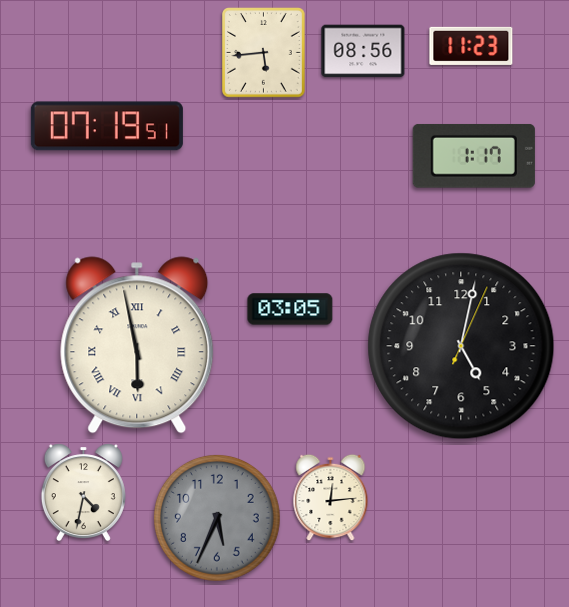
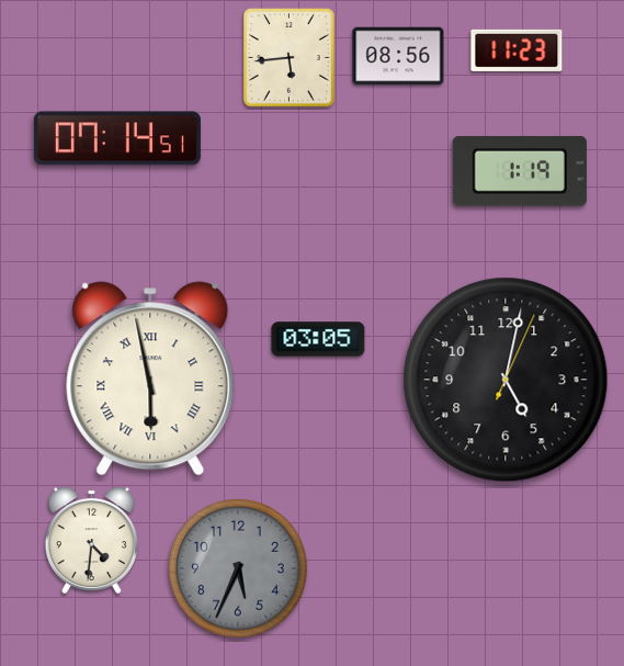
clock at (107, 126): 07:19 -> 07:14
clock at (474, 156): 1:17 -> 1:19
clock at (83, 493): 4:32 -> 4:31
clock at (331, 498): 12:14 -> none
